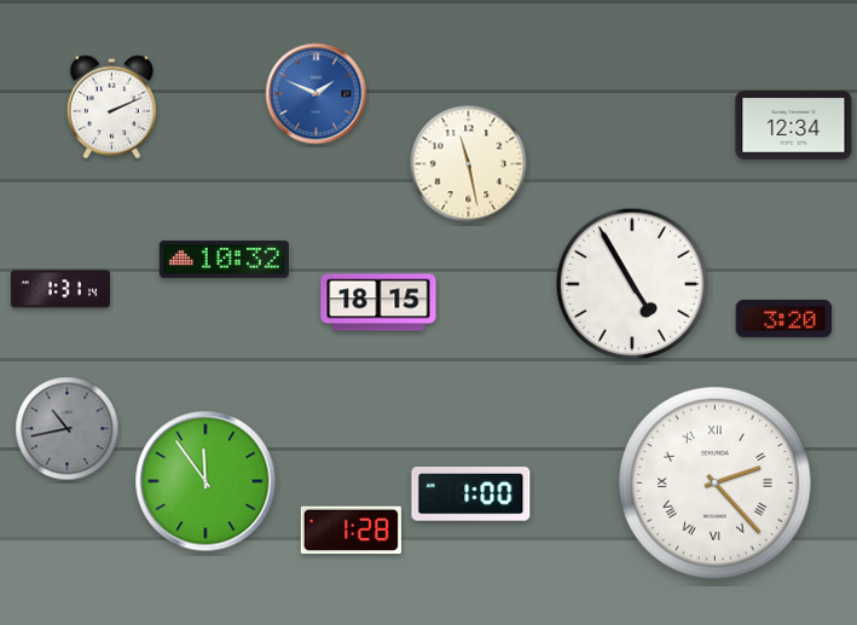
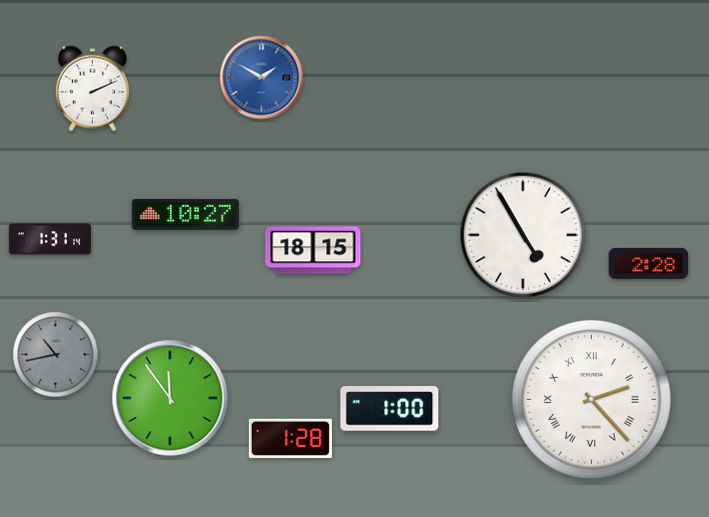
clock at (317, 94): 1:49 -> 1:50
clock at (794, 126): 12:34 -> none
clock at (469, 164): 11:28 -> none
clock at (224, 259): 10:32 -> 10:27
clock at (784, 318): 3:20 -> 2:28
